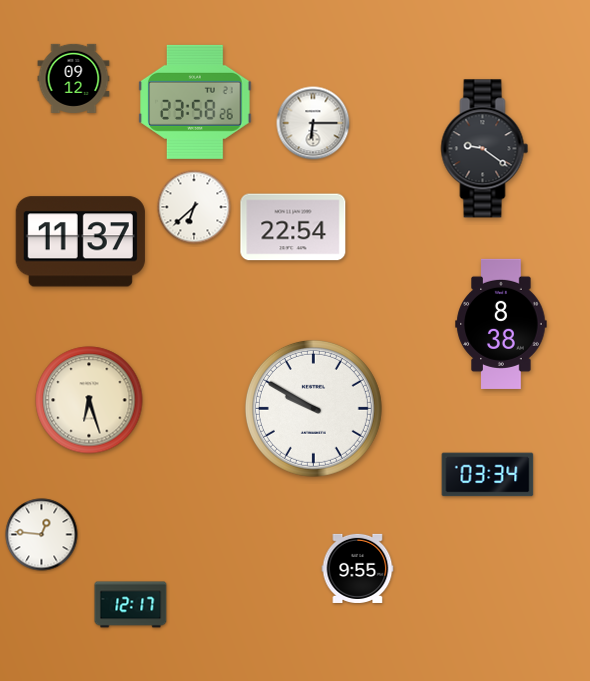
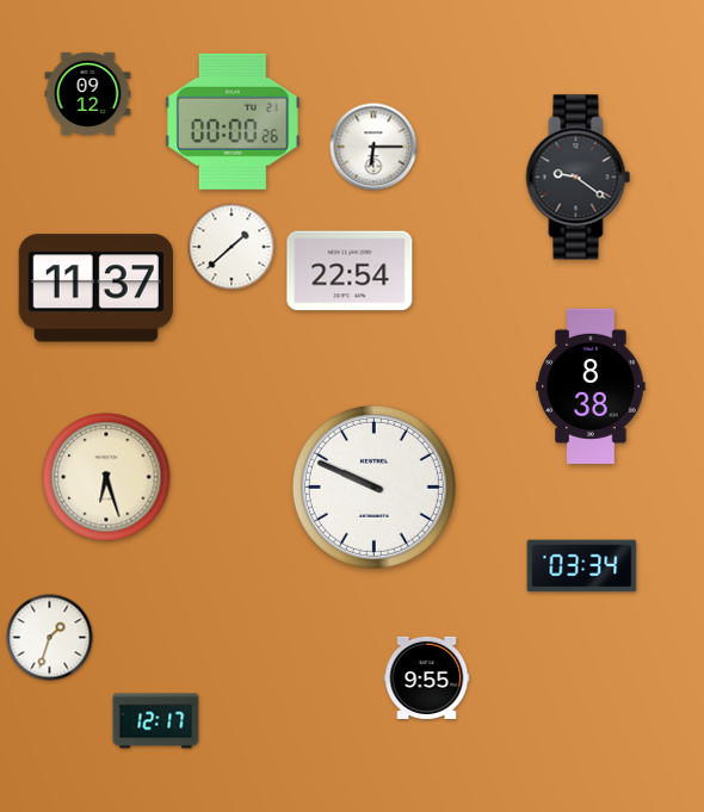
clock at (195, 102): 23:58 -> 00:00
clock at (194, 207): 6:38 -> 1:38
clock at (501, 324) position: (501, 324) -> (591, 386)
clock at (313, 408): 9:50 -> 9:49
clock at (42, 535): 12:46 -> 1:33
